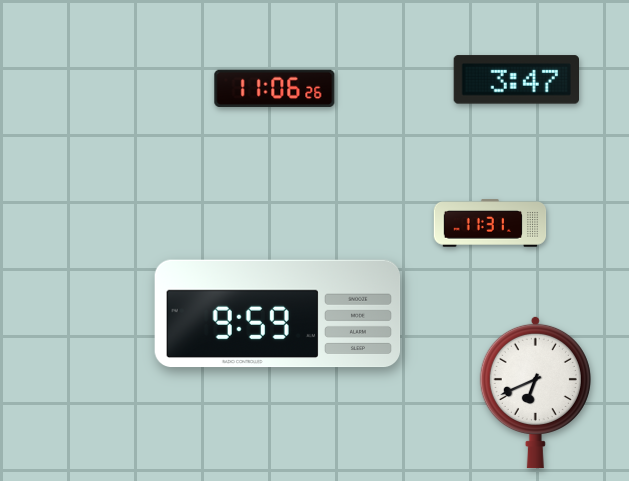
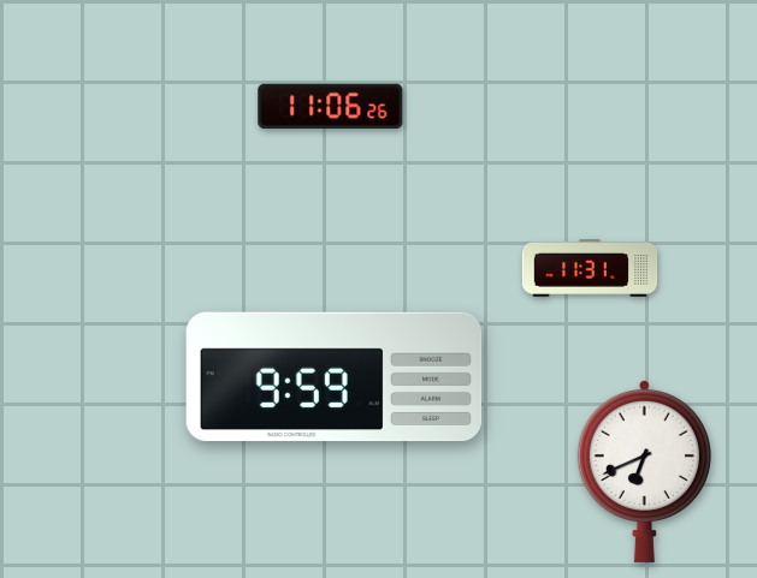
clock at (516, 80): 3:47 -> none
